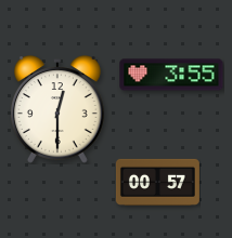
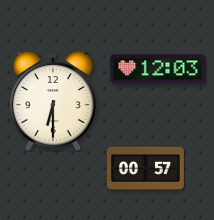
clock at (171, 75): 3:55 -> 12:03
clock at (57, 109): 12:30 -> 6:30
